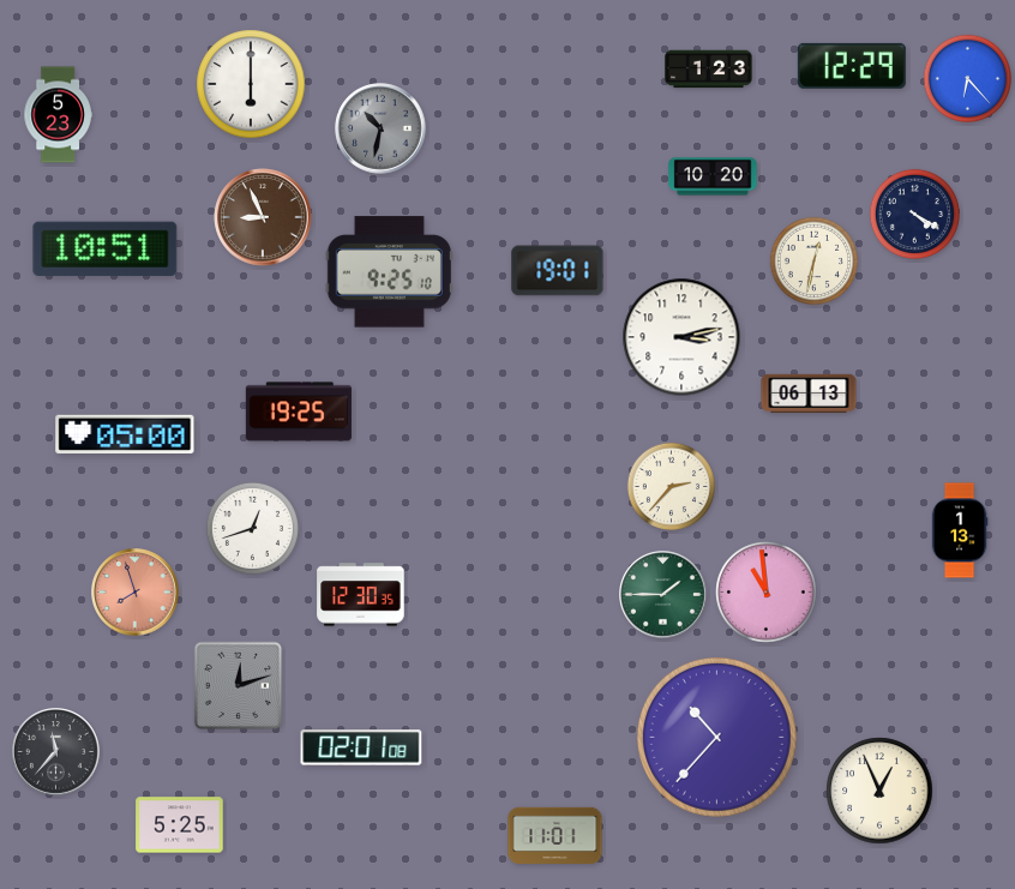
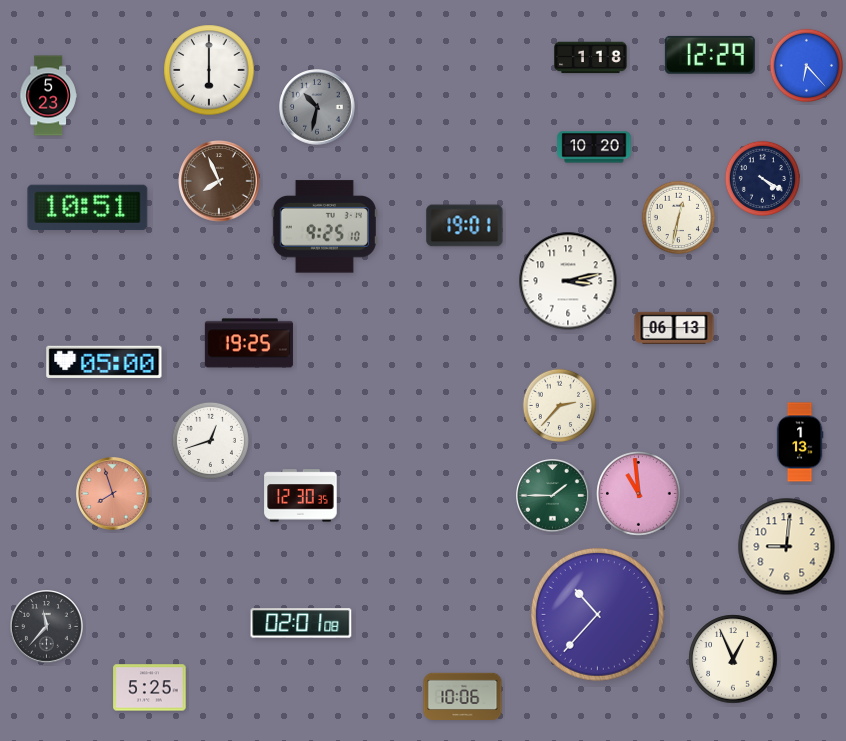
clock at (709, 70): 1:23 -> 1:18
clock at (263, 217): 8:56 -> 7:56
clock at (787, 547): none -> 9:01
clock at (239, 686): 12:12 -> none
clock at (555, 835): 11:01 -> 10:06
